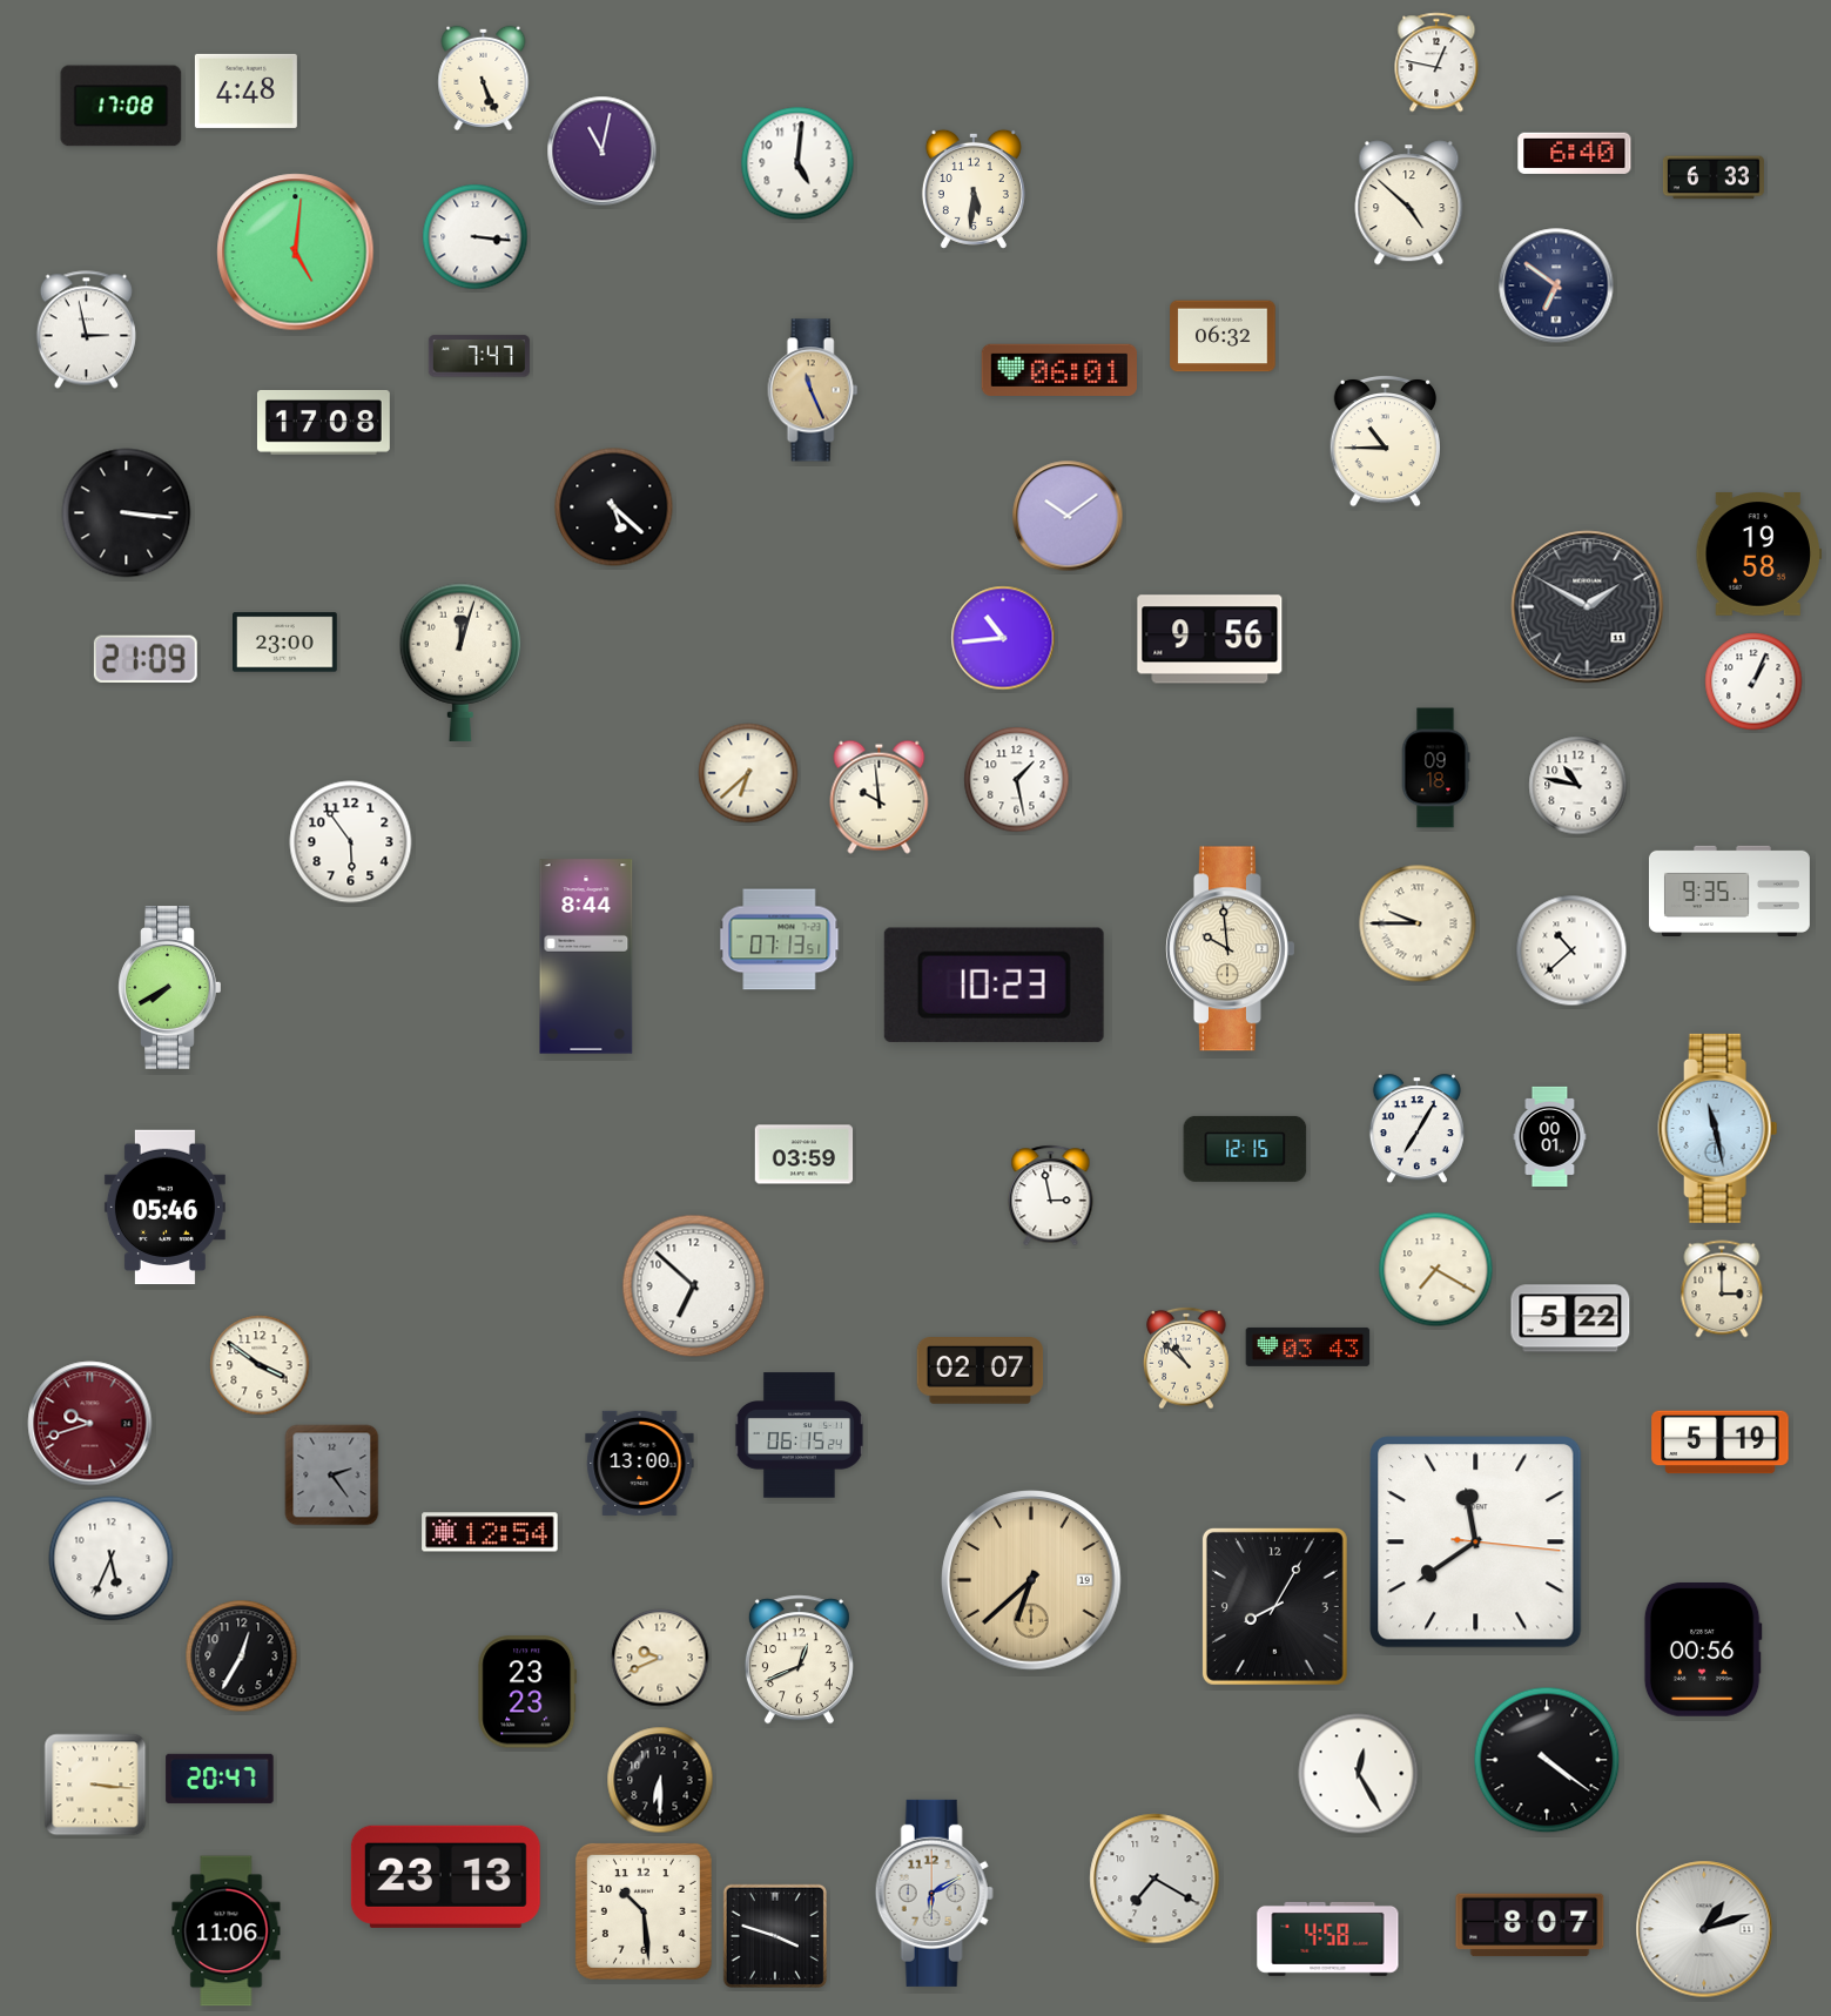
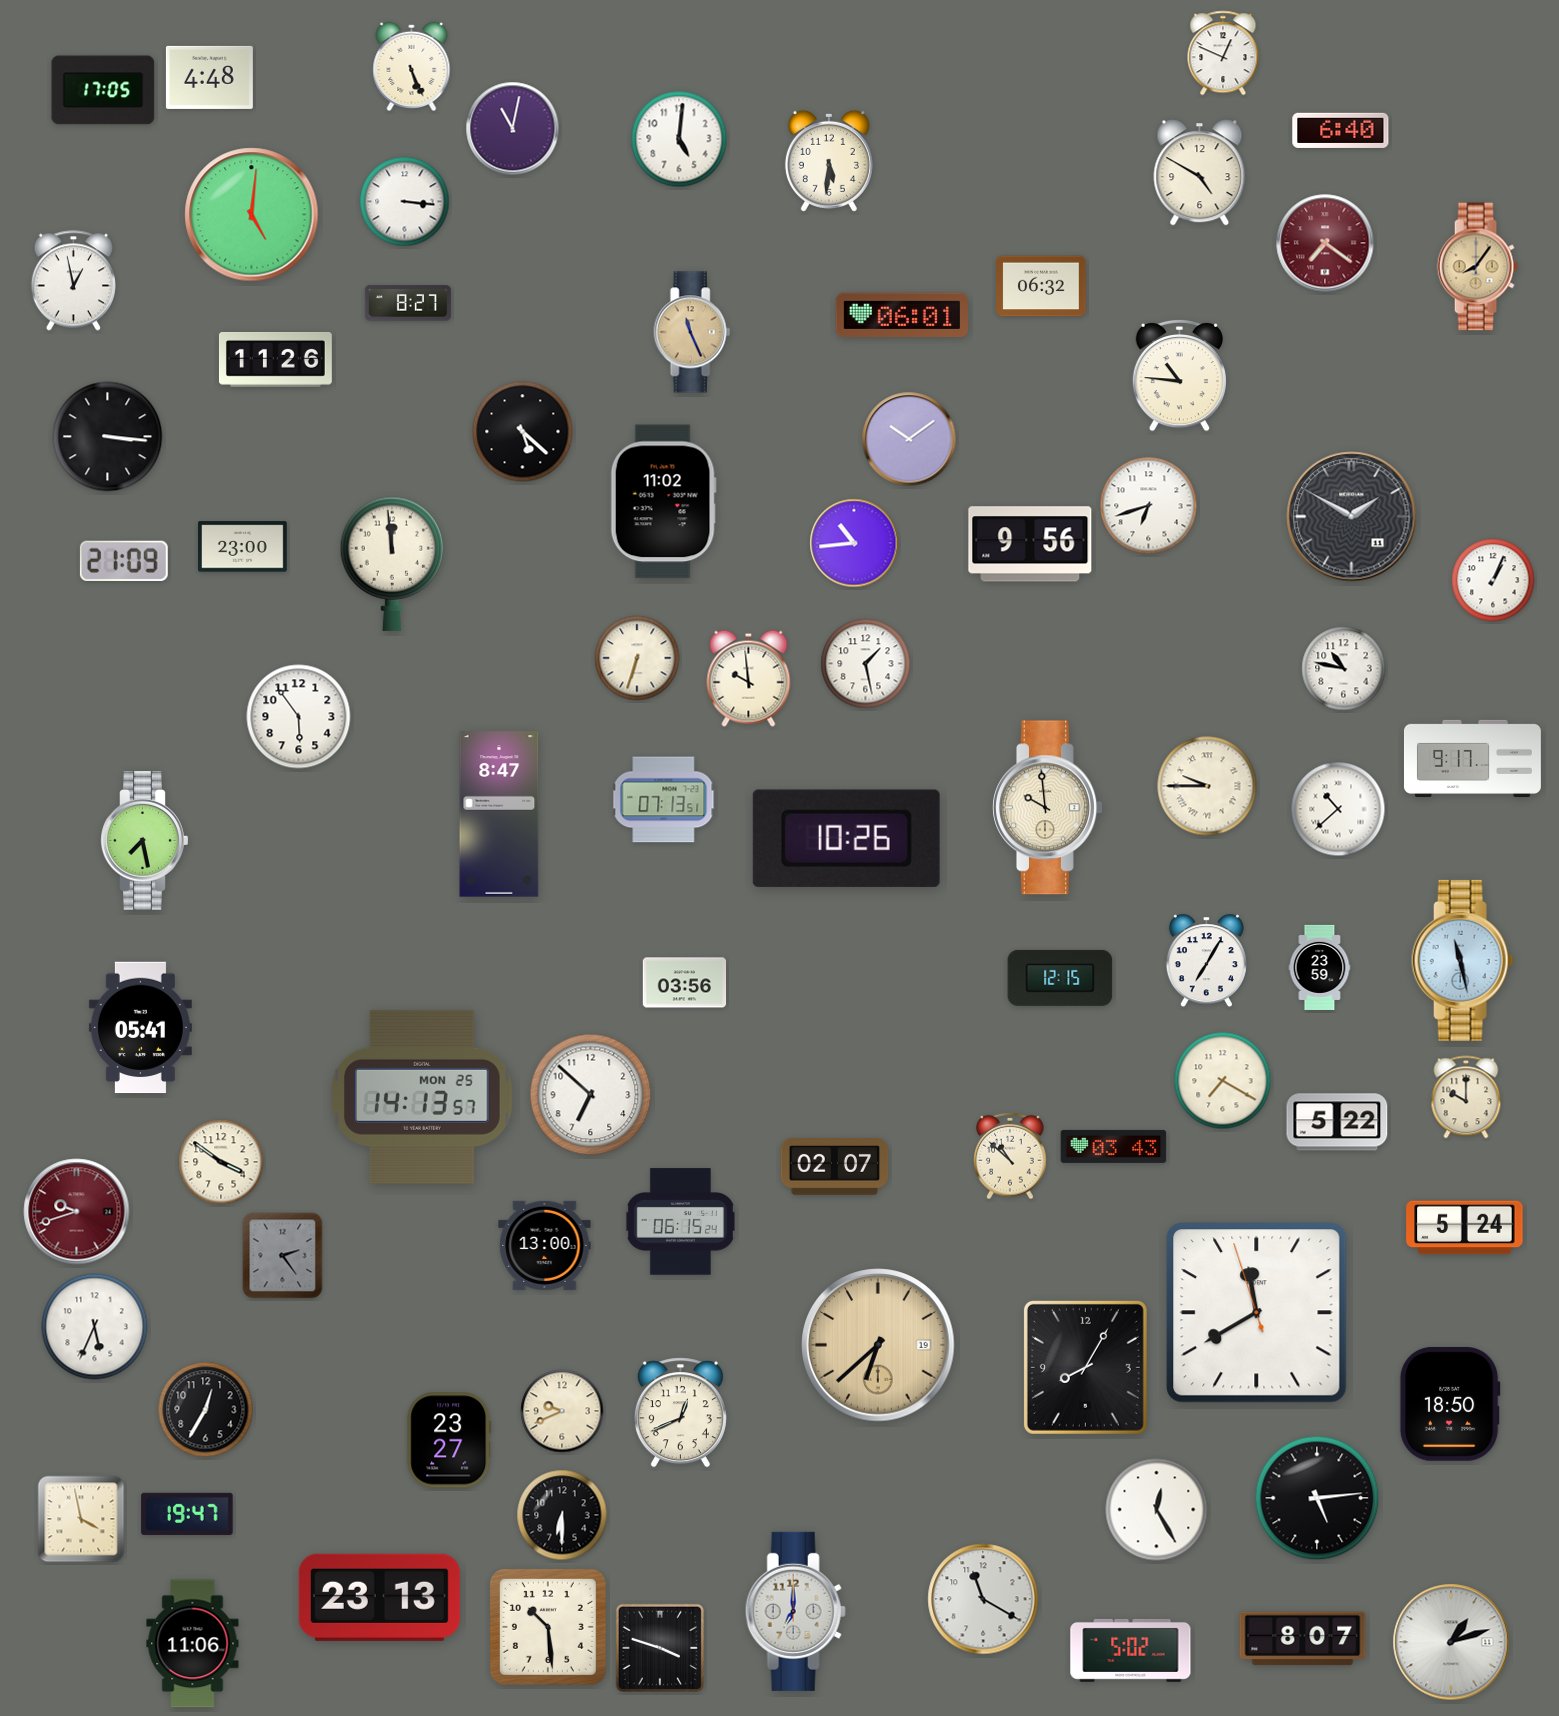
clock at (1436, 62): 12:47 -> 12:49
clock at (121, 106): 17:08 -> 17:05
clock at (1714, 177): 6:33 -> none
clock at (1409, 203): 4:52 -> 4:50
clock at (1556, 285): 6:51 -> 7:21
clock at (1556, 285) dial: navy -> burgundy
clock at (1477, 267): none -> 8:06
clock at (86, 330): 2:58 -> 12:58
clock at (479, 356): 7:47 -> 8:27
clock at (323, 423): 17:08 -> 11:26
clock at (1385, 441): 10:45 -> 10:46
clock at (1759, 555): 19:58 -> none
clock at (663, 502): none -> 11:02
clock at (1149, 506): none -> 6:42
clock at (460, 663): 12:03 -> 11:59
clock at (1435, 768): 09:18 -> none
clock at (748, 773): 6:38 -> 6:33
clock at (1729, 891): 9:35 -> 9:17
clock at (586, 956): 8:44 -> 8:47
clock at (994, 985): 10:23 -> 10:26
clock at (170, 988): 7:40 -> 7:28
clock at (1550, 1136): 00:01 -> 23:59
clock at (805, 1155): 03:59 -> 03:56
clock at (1051, 1196): 2:58 -> none
clock at (164, 1208): 05:46 -> 05:41
clock at (423, 1097): none -> 14:13
clock at (1722, 1289): 3:00 -> 10:00
clock at (1721, 1443): 5:19 -> 5:24
clock at (490, 1532): 12:54 -> none
clock at (1476, 1543): 11:39:16 -> 11:39:57
clock at (1703, 1649): 00:56 -> 18:50
clock at (527, 1692): 23:23 -> 23:27
clock at (1547, 1760): 4:21 -> 5:14
clock at (220, 1779): 20:47 -> 19:47
clock at (95, 1785): 3:16 -> 3:58
clock at (1155, 1879): 7:20 -> 11:20
clock at (934, 1893): 6:10 -> 7:00
clock at (1328, 1938): 4:58 -> 5:02
